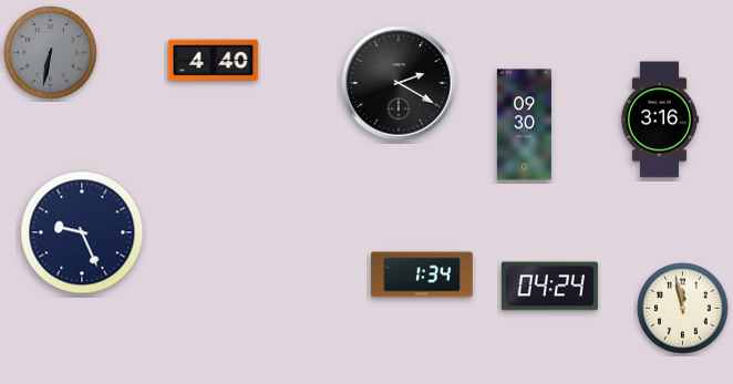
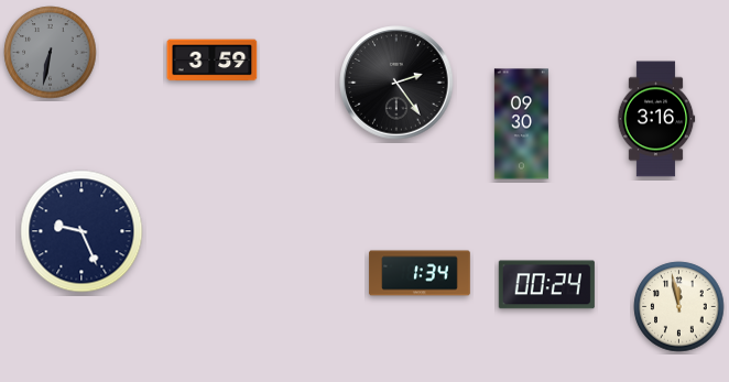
clock at (214, 61): 4:40 -> 3:59
clock at (399, 83): 2:20 -> 2:24
clock at (549, 287): 04:24 -> 00:24
